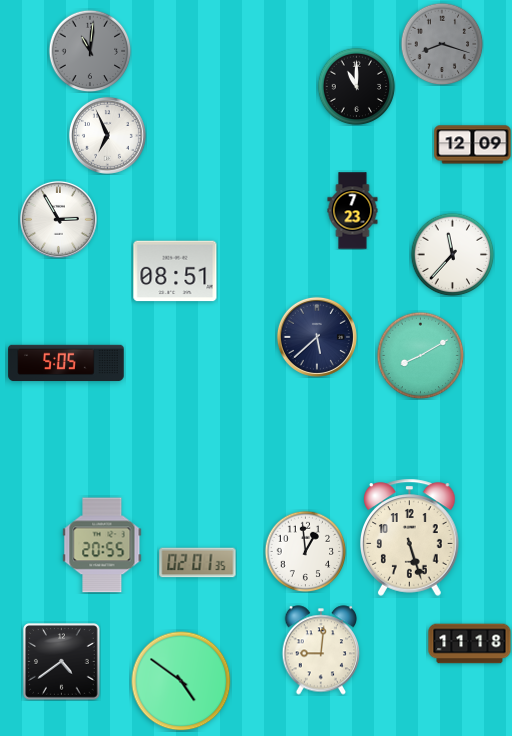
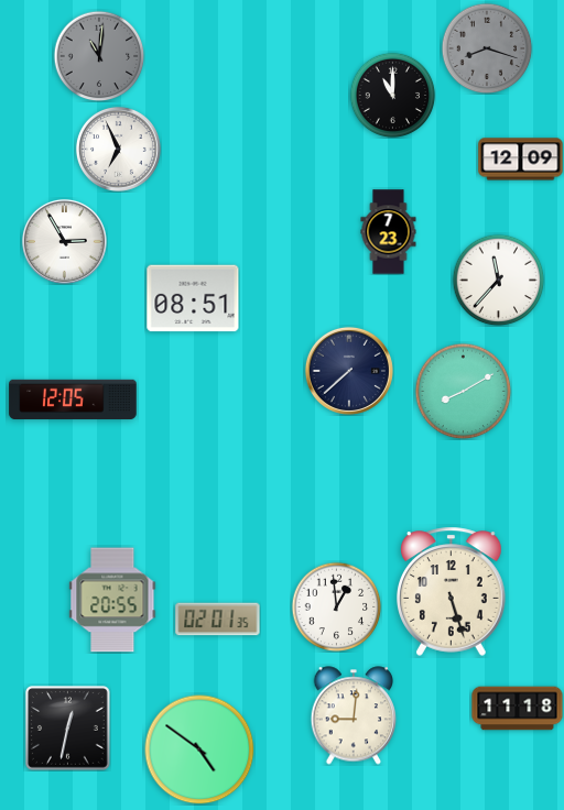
clock at (317, 337): 5:38 -> 7:38
clock at (66, 363): 5:05 -> 12:05
clock at (62, 662): 4:39 -> 12:32
